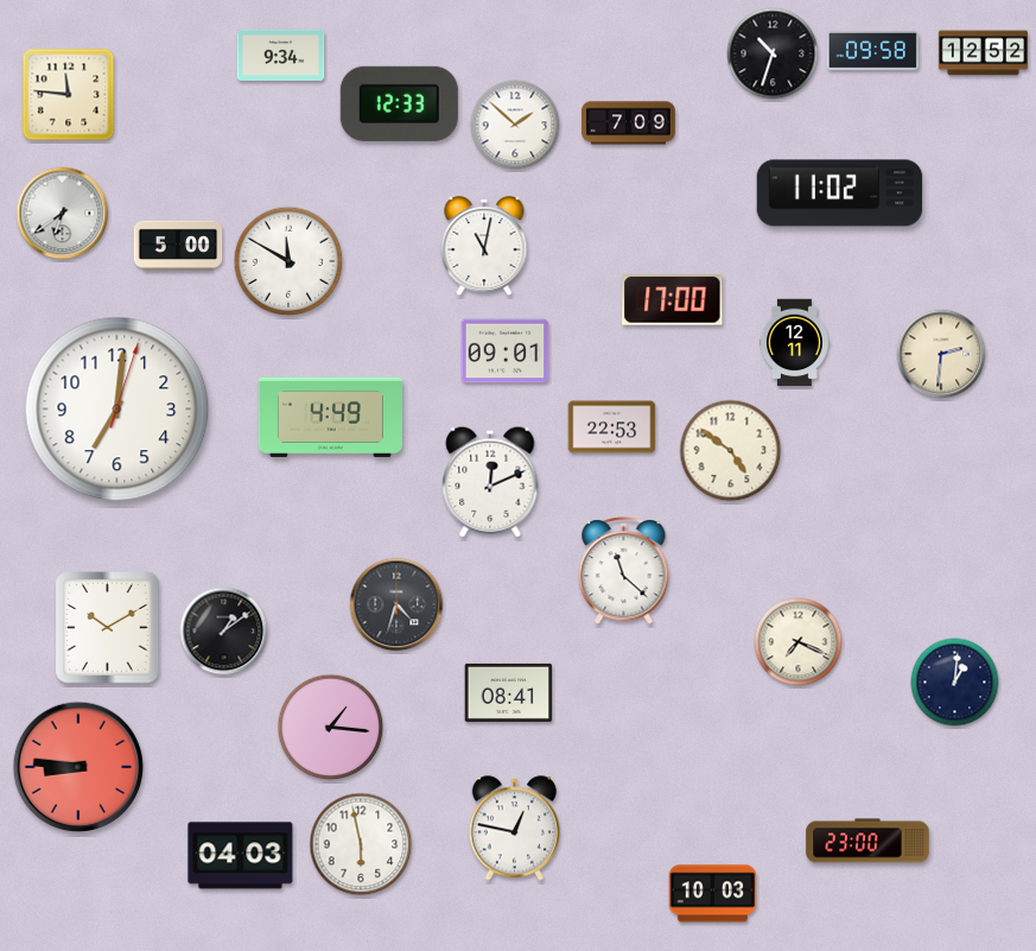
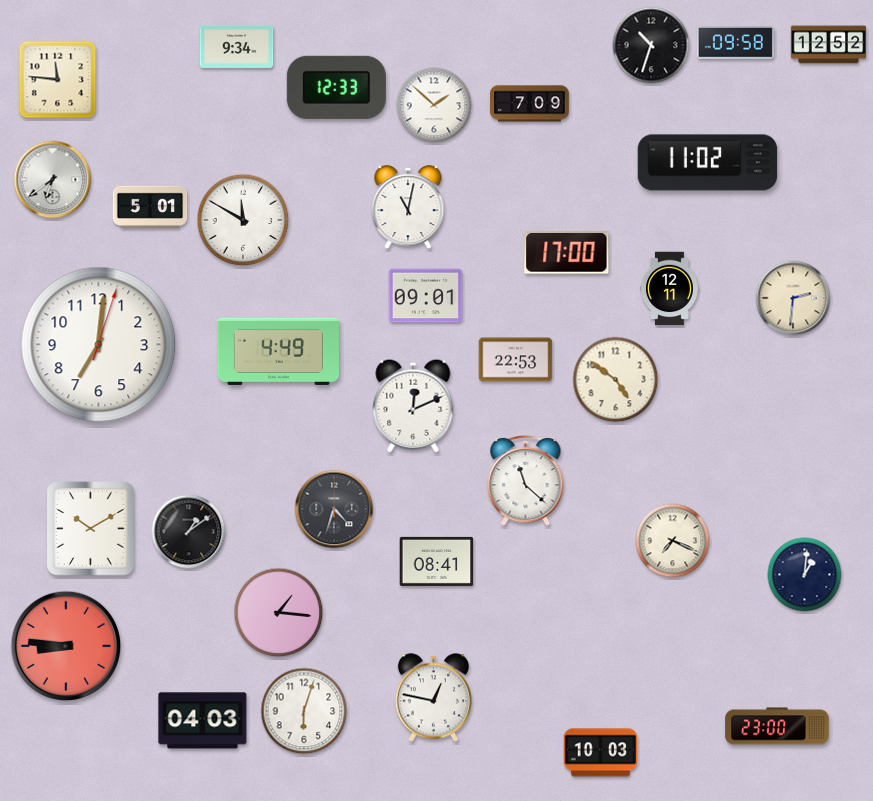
clock at (178, 246): 5:00 -> 5:01
clock at (509, 692) position: (509, 692) -> (437, 561)
clock at (867, 841) position: (867, 841) -> (777, 726)
clock at (361, 844): 5:58 -> 6:03
